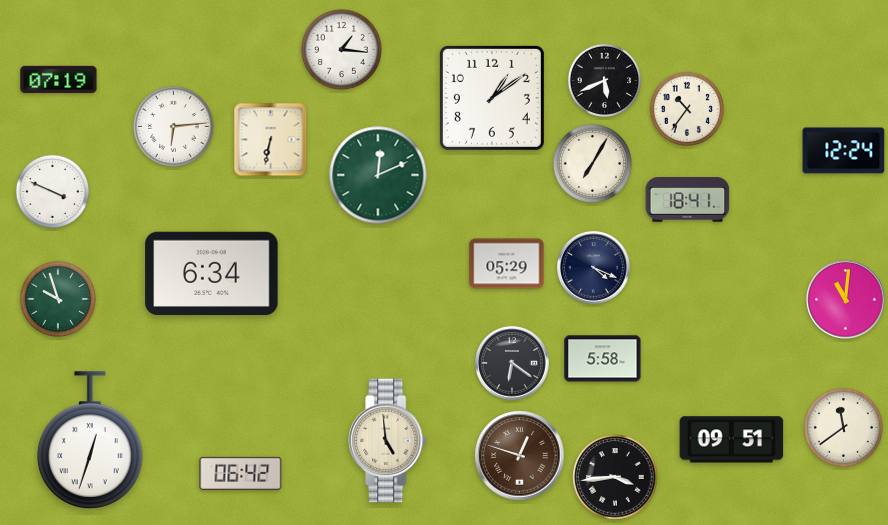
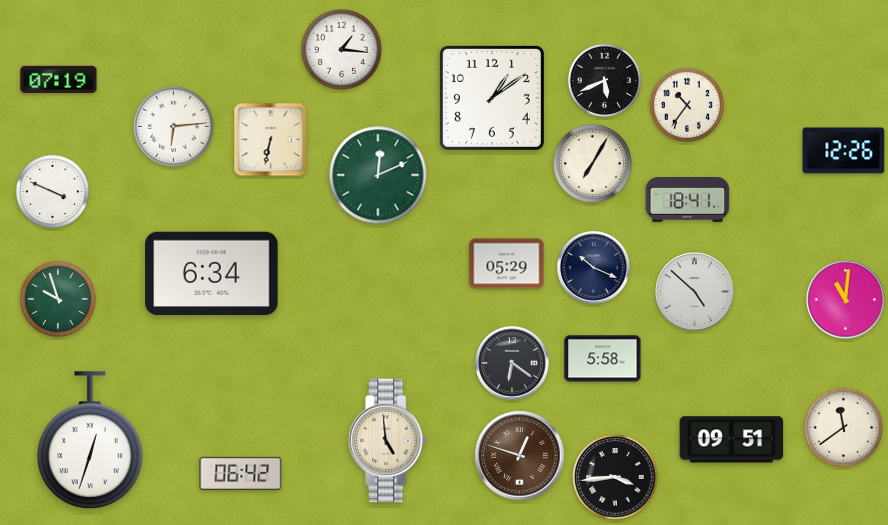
clock at (687, 109) position: (687, 109) -> (687, 105)
clock at (844, 151): 12:24 -> 12:26
clock at (594, 268): 4:19 -> 10:19
clock at (695, 292): none -> 4:52
